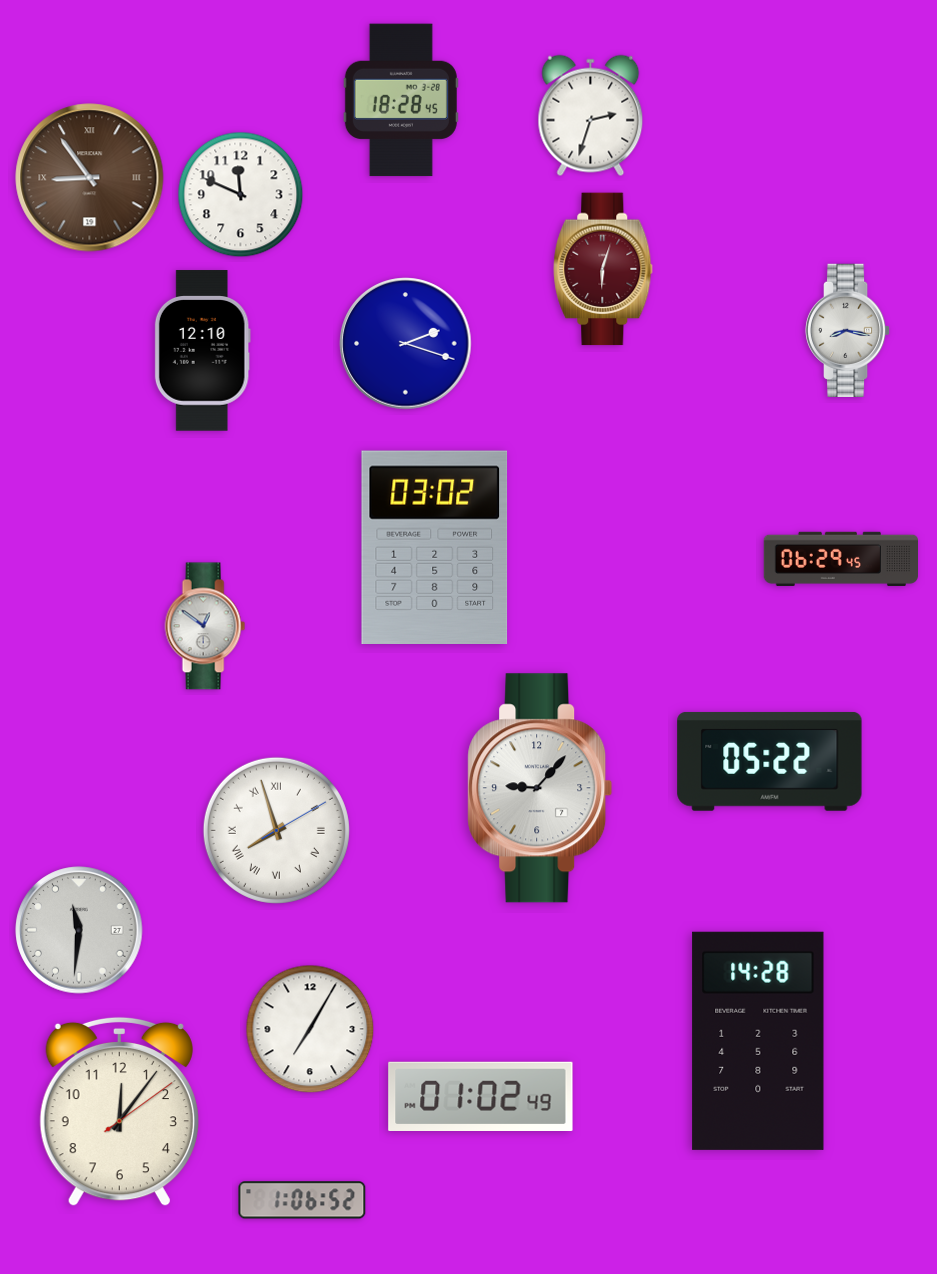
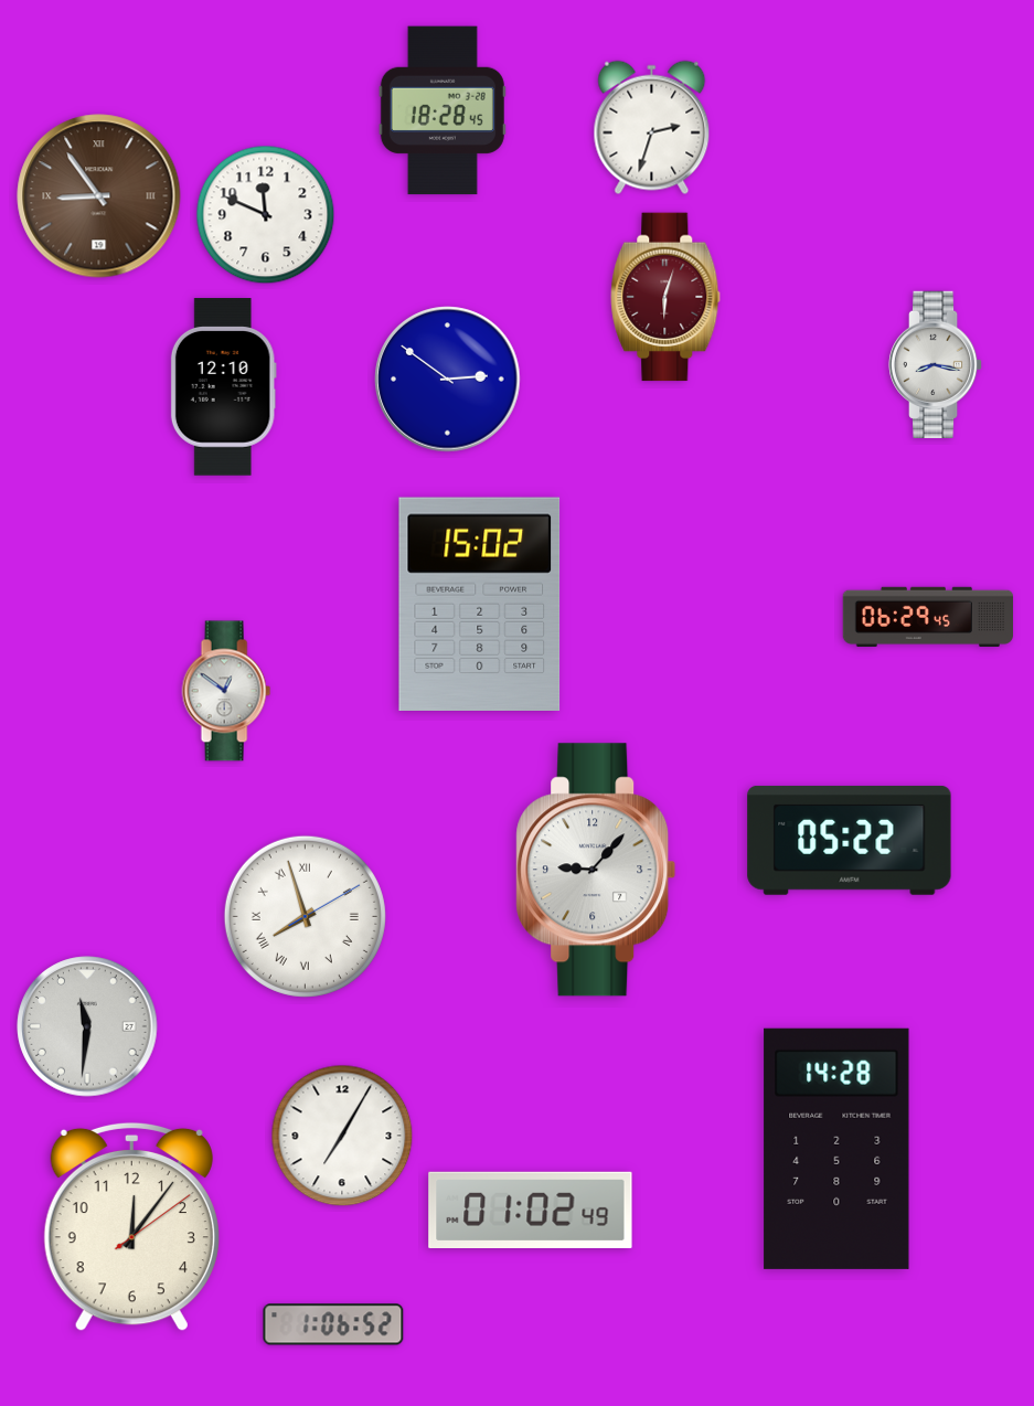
clock at (406, 344): 2:18 -> 2:51
clock at (435, 547): 03:02 -> 15:02
